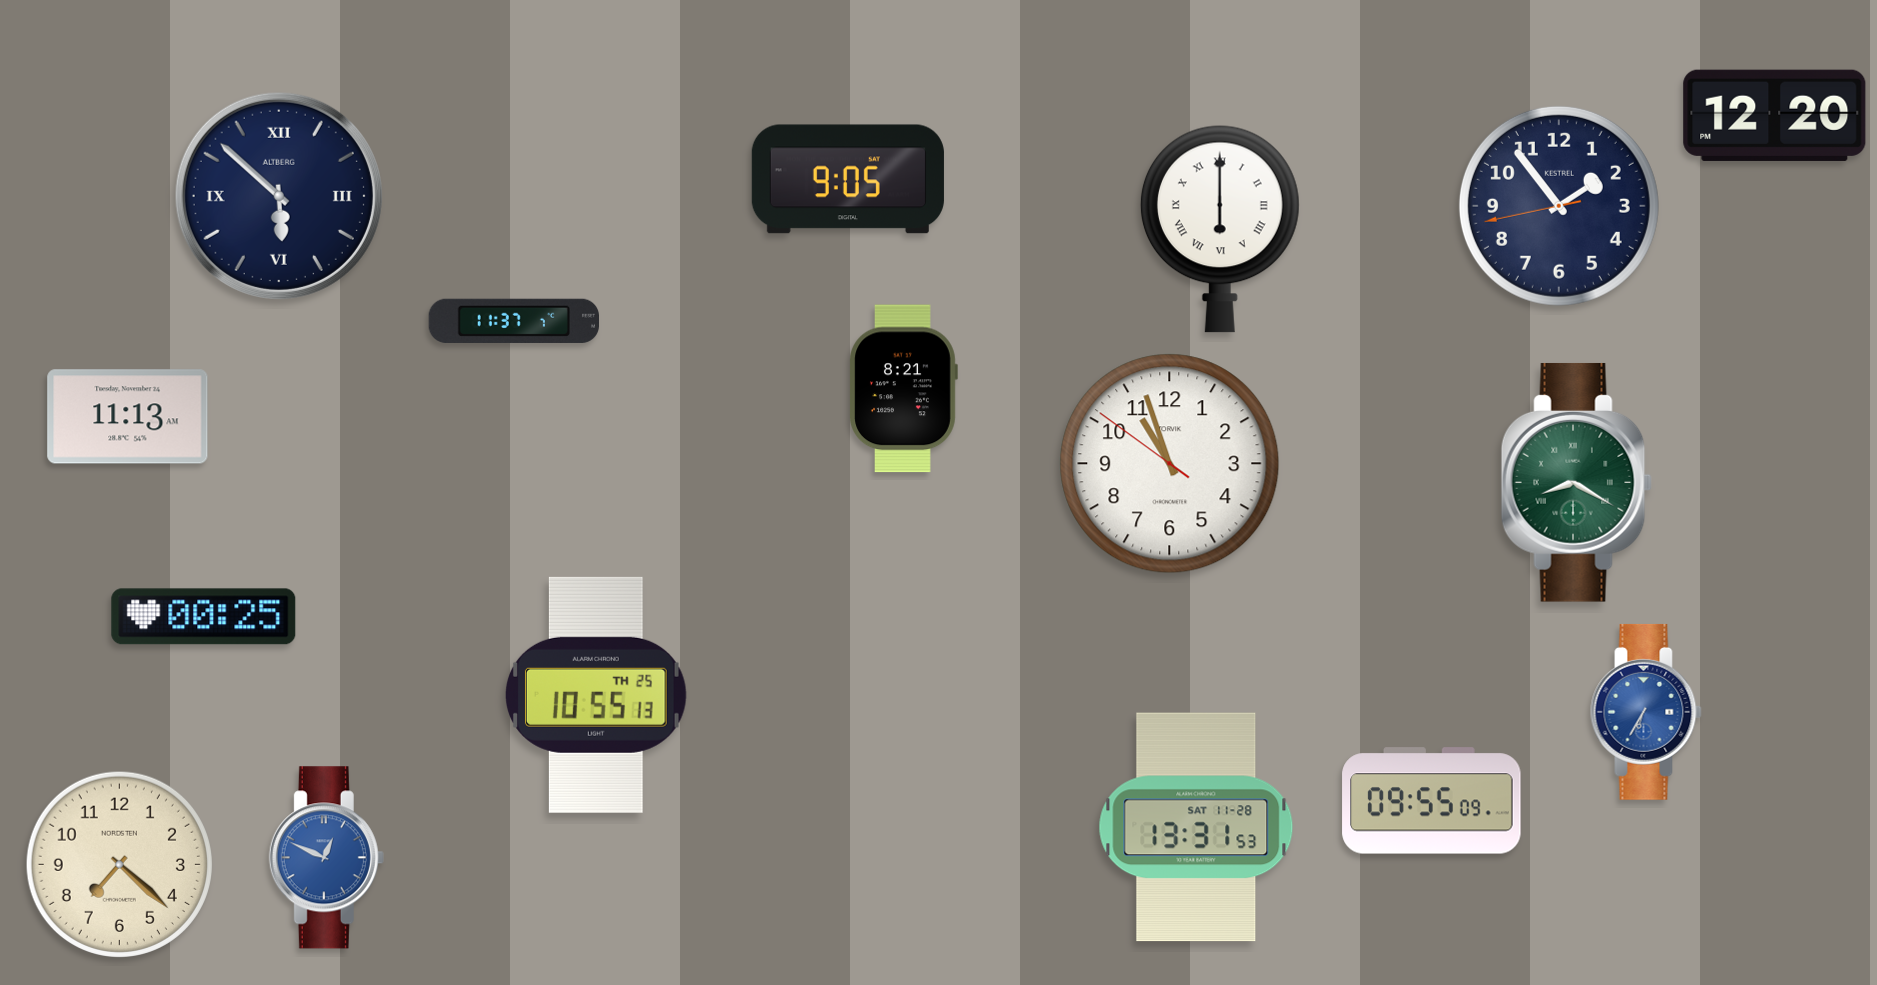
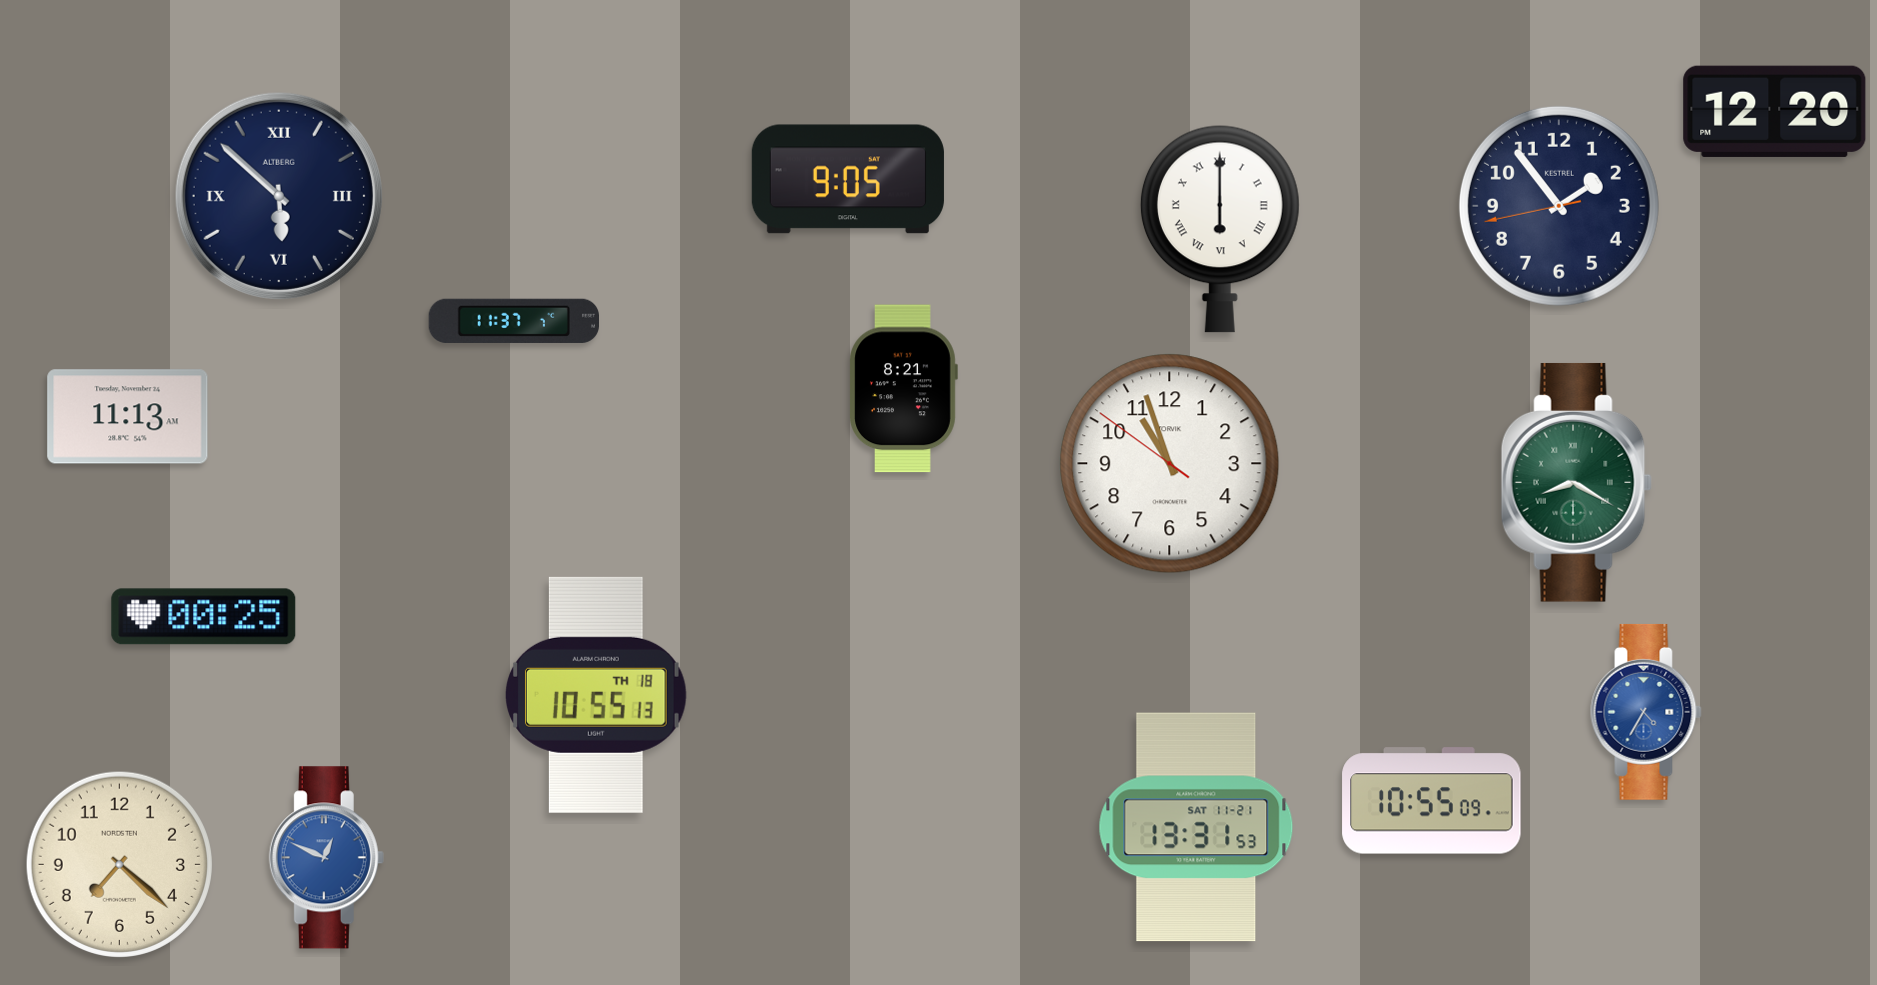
clock at (1775, 115) position: (1775, 115) -> (1775, 111)
clock at (596, 695) date: TH 25 -> TH 18
clock at (1646, 712): 6:35 -> 4:35
clock at (1432, 801): 09:55 -> 10:55
clock at (1196, 827) date: SAT 11-28 -> SAT 11-21
